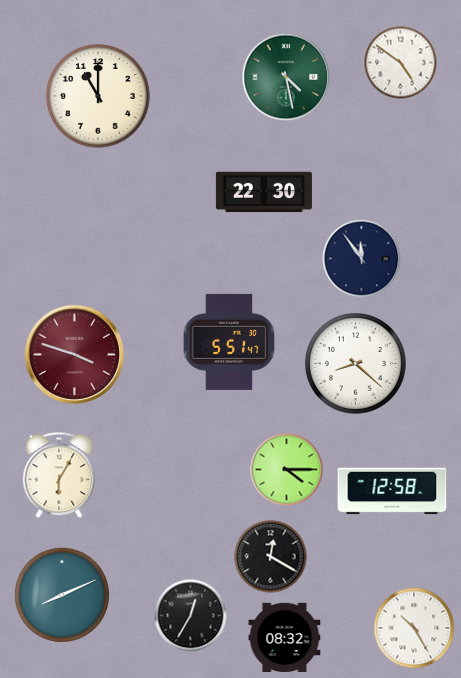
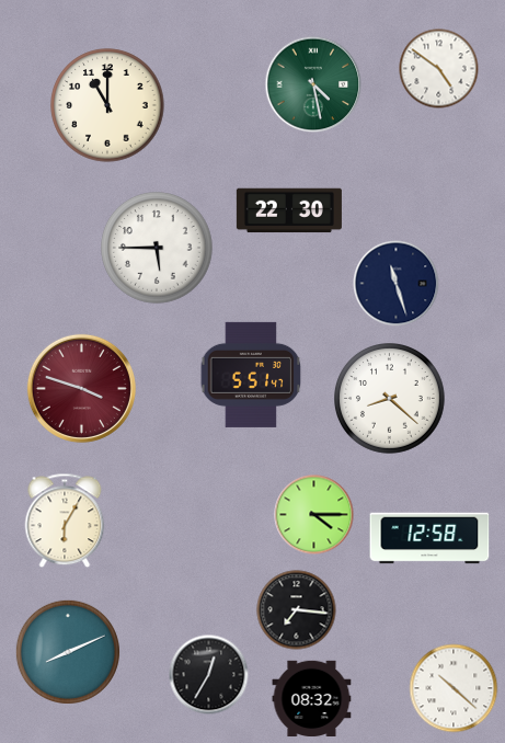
clock at (157, 248): none -> 5:45
clock at (362, 259): 11:54 -> 11:27
clock at (271, 557): 12:20 -> 7:16
clock at (414, 628): 10:25 -> 10:22
